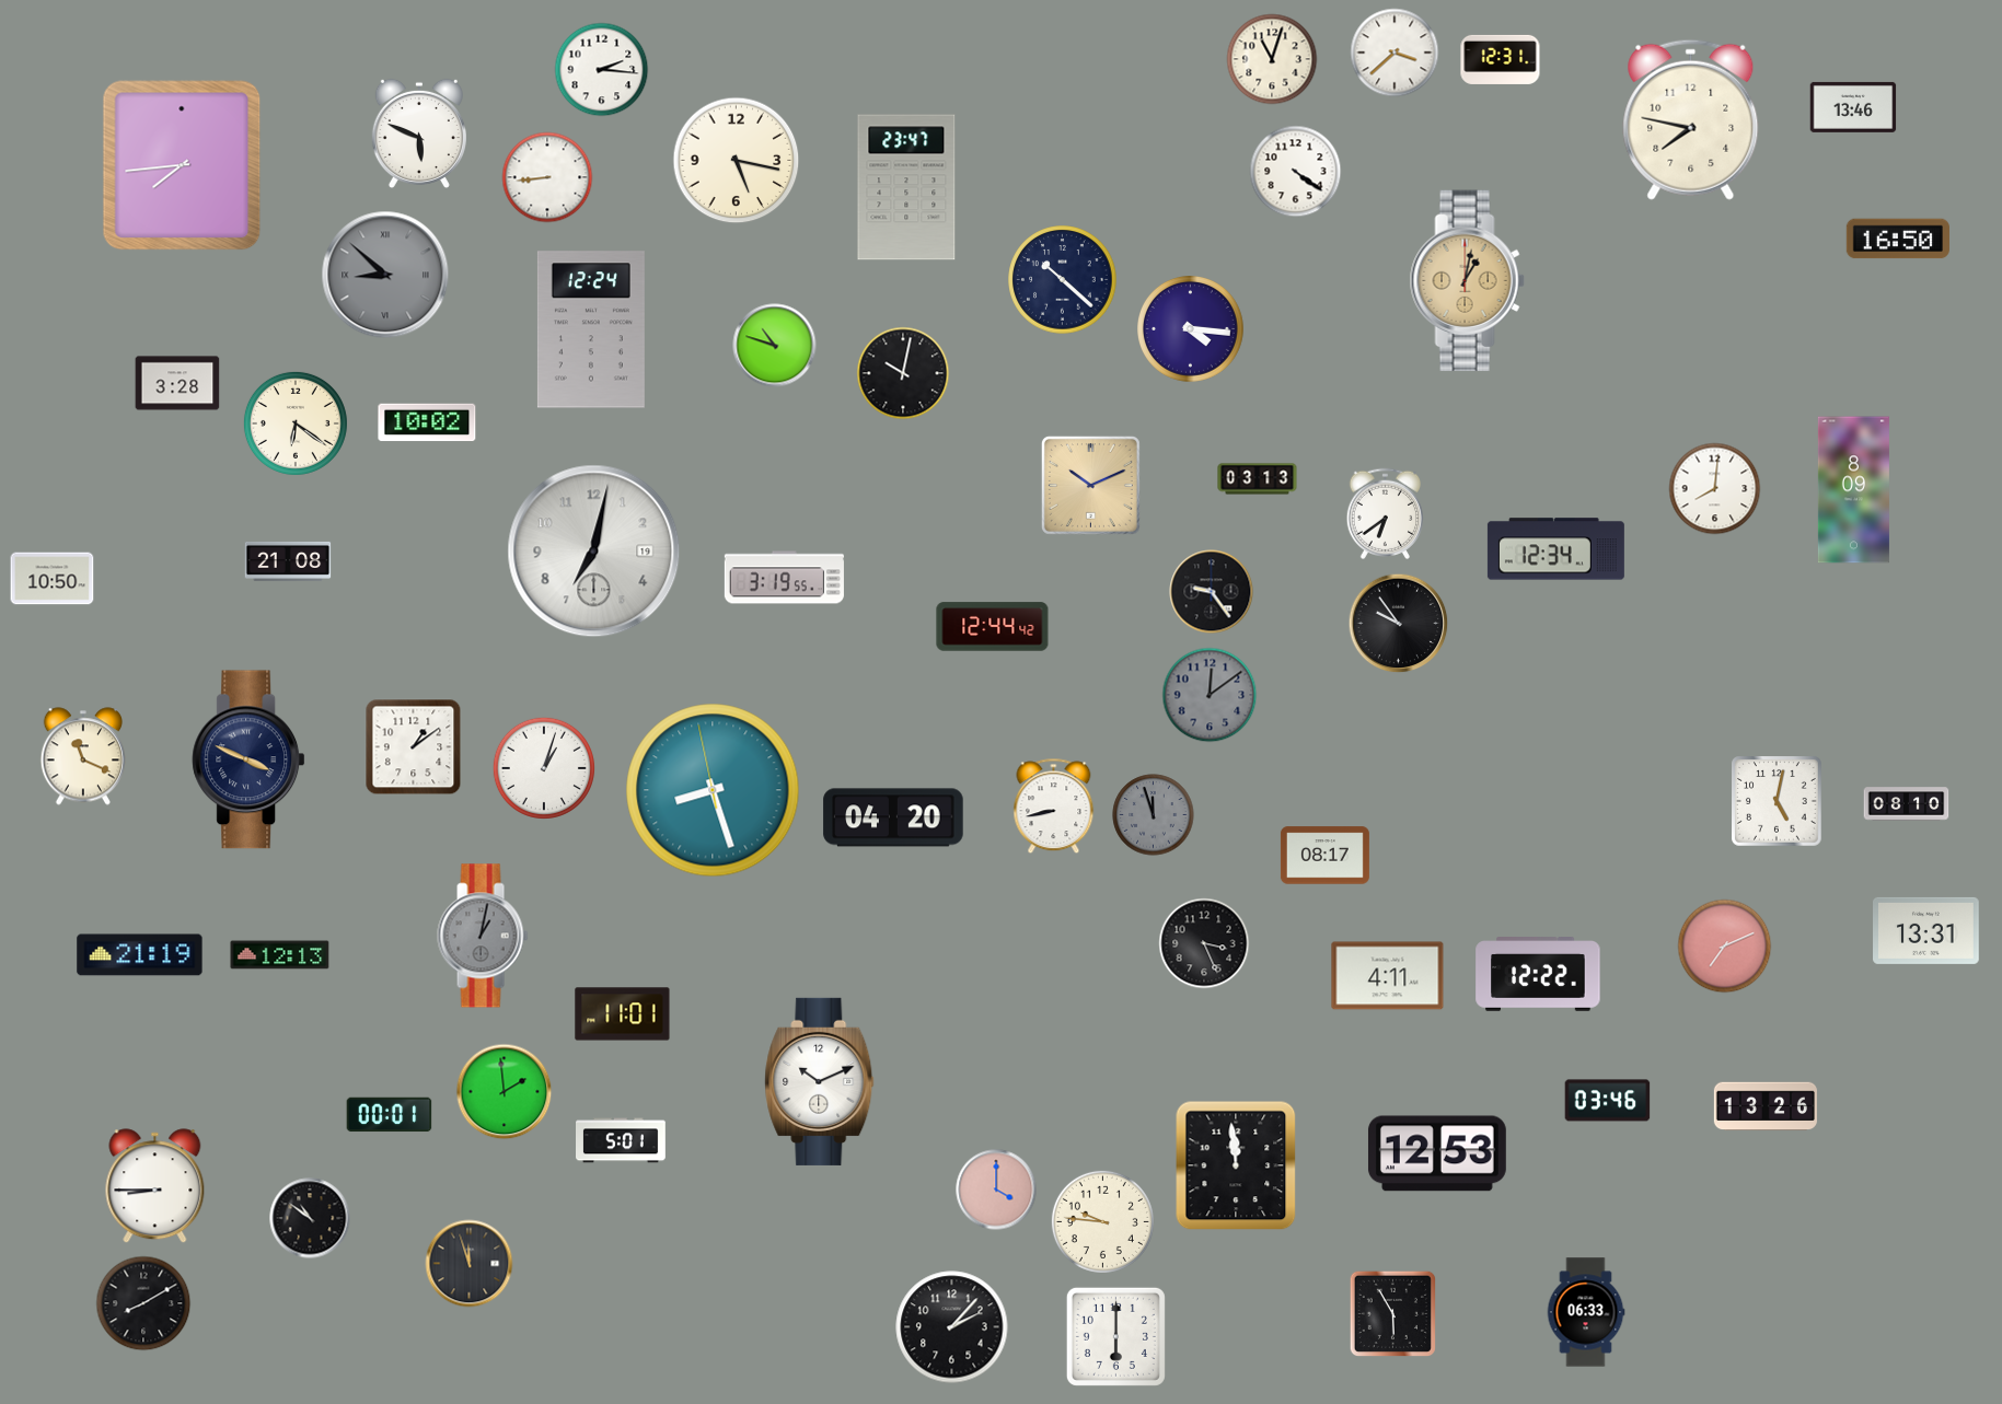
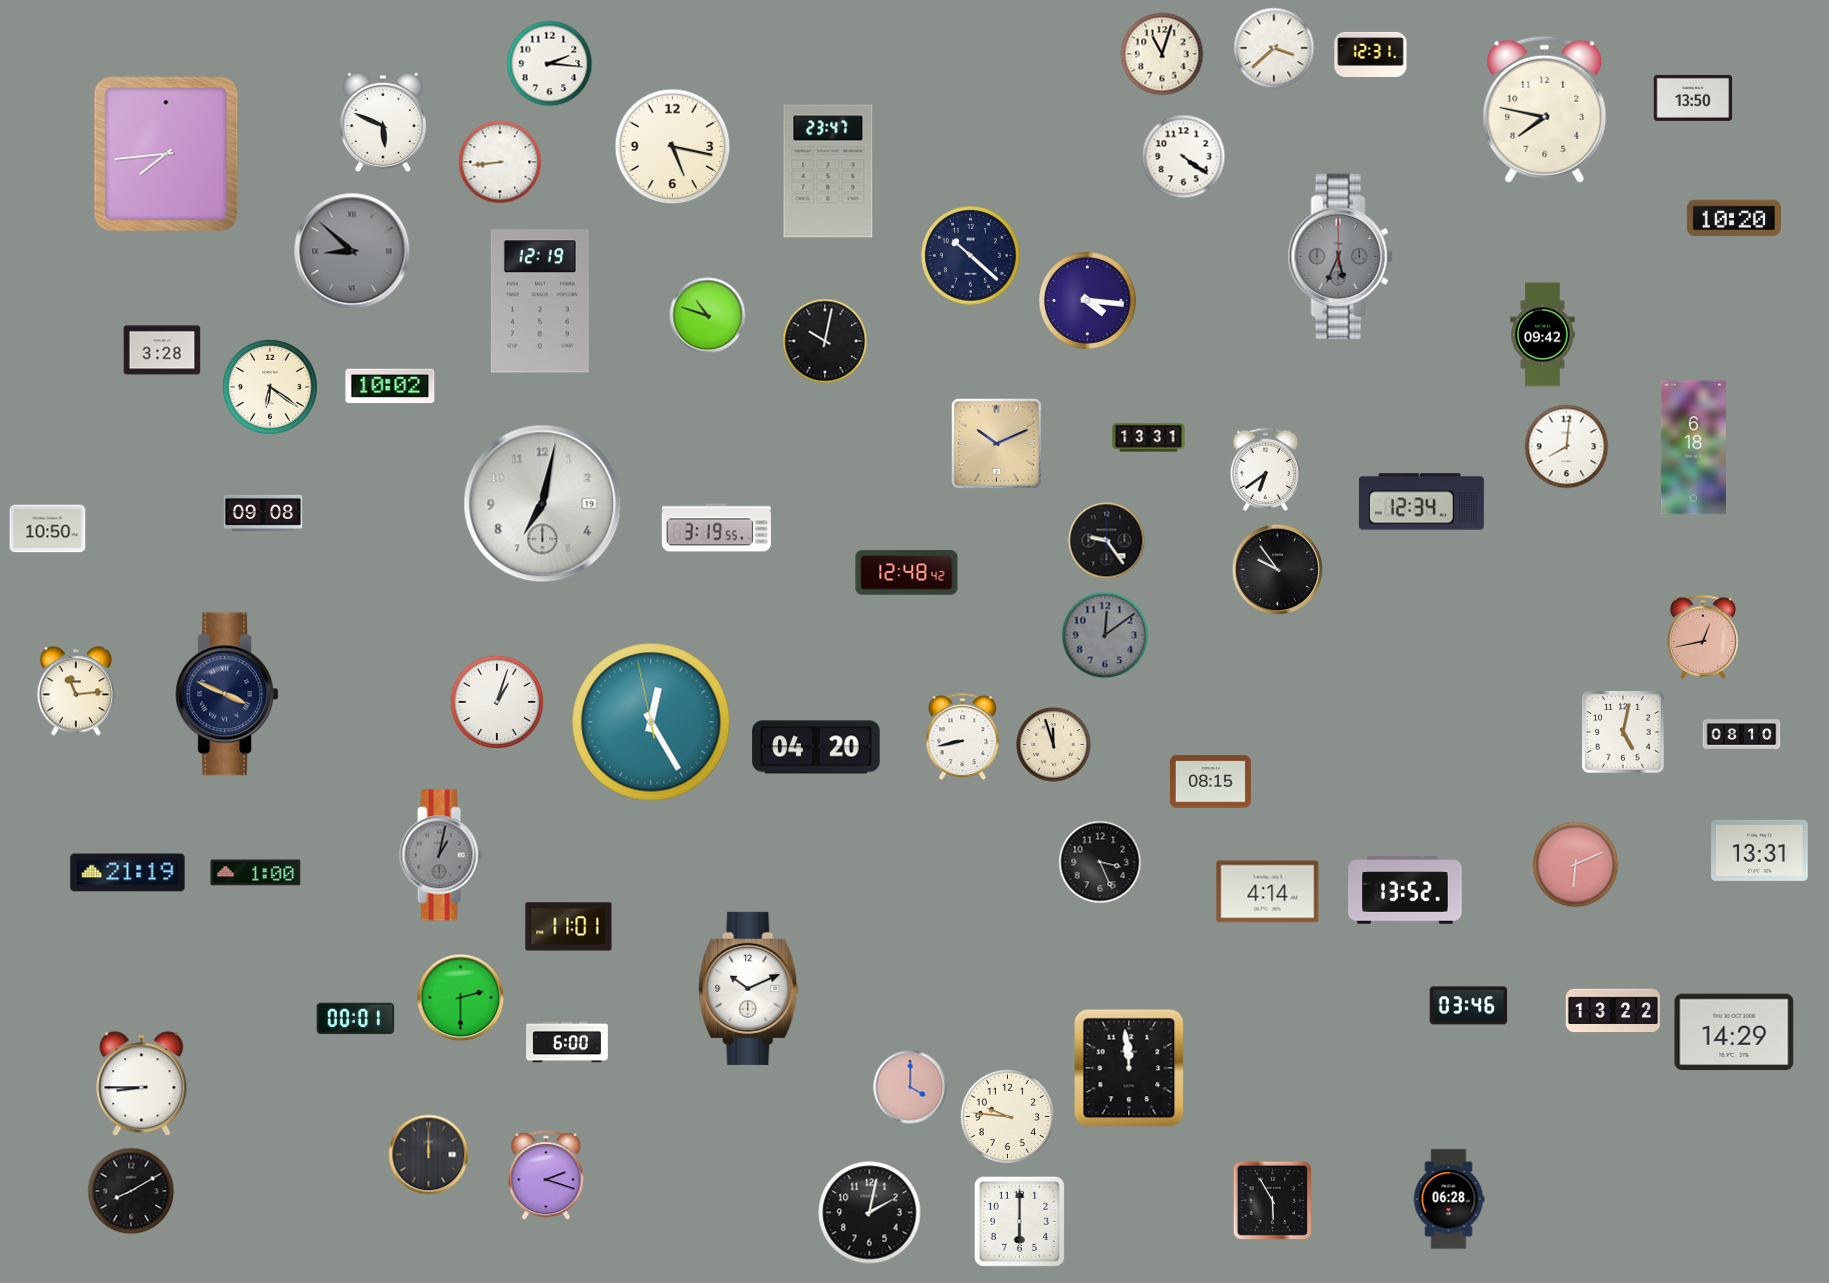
clock at (1853, 107): 13:46 -> 13:50
clock at (182, 165) position: (182, 165) -> (166, 154)
clock at (1898, 239): 16:50 -> 10:20
clock at (1467, 281): 1:02 -> 5:34
clock at (1467, 281) dial: champagne -> grey
clock at (591, 329): 12:24 -> 12:19
clock at (1543, 335): none -> 09:42
clock at (1258, 479): 03:13 -> 13:31
clock at (1853, 490): 8:09 -> 6:18
clock at (288, 561): 21:08 -> 09:08
clock at (993, 627): 12:44 -> 12:48
clock at (1703, 636): none -> 12:43
clock at (414, 747): 1:09 -> none
clock at (82, 756): 11:19 -> 11:14
clock at (713, 790): 8:26 -> 12:24
clock at (1154, 815) dial: grey -> cream
clock at (1324, 856): 08:17 -> 08:15
clock at (1725, 947): 7:11 -> 6:11
clock at (280, 955): 12:13 -> 1:00
clock at (1538, 974): 12:22 -> 13:52
clock at (1388, 976): 4:11 -> 4:14
clock at (505, 1092): 1:59 -> 2:30
clock at (1766, 1106): 13:26 -> 13:22
clock at (1734, 1032): none -> 14:29
clock at (622, 1140): 5:01 -> 6:00
clock at (1437, 1153): 12:53 -> none
clock at (1236, 1165) position: (1236, 1165) -> (1129, 1068)
clock at (310, 1218): 10:51 -> none
clock at (470, 1264): 11:57 -> 12:00
clock at (546, 1176): none -> 2:18
clock at (1586, 1312): 06:33 -> 06:28
clock at (952, 1327): 2:07 -> 2:02
